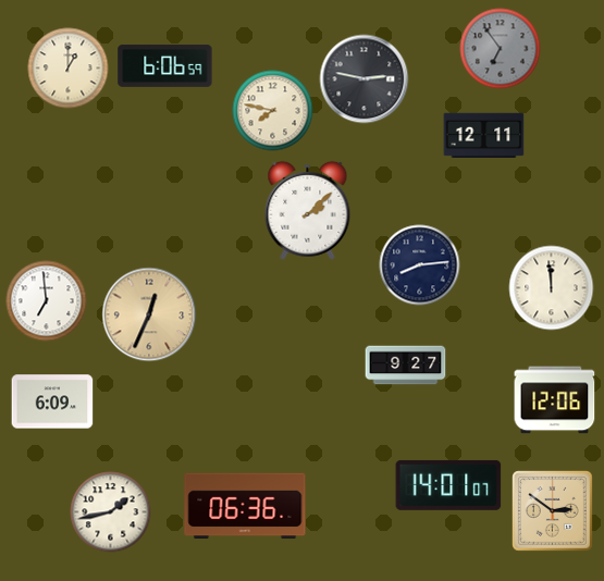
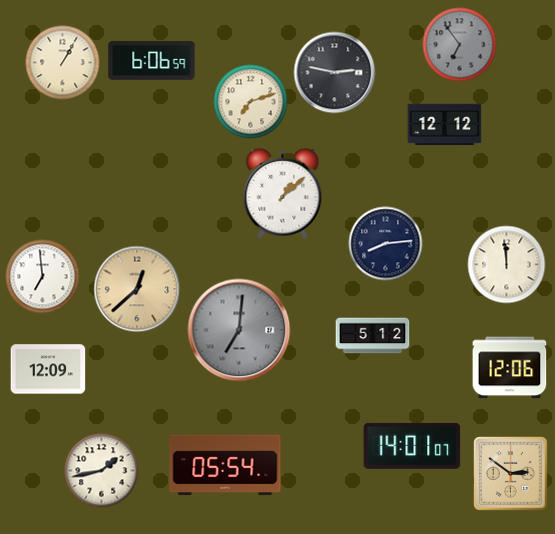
clock at (69, 69): 1:00 -> 1:05
clock at (273, 111): 7:47 -> 7:12
clock at (484, 136): 12:11 -> 12:12
clock at (308, 210): 2:08 -> 1:08
clock at (149, 314): 12:34 -> 12:38
clock at (239, 330): none -> 7:01
clock at (406, 366): 9:27 -> 5:12
clock at (52, 401): 6:09 -> 12:09
clock at (245, 506): 06:36 -> 05:54
clock at (553, 511) position: (553, 511) -> (511, 474)
